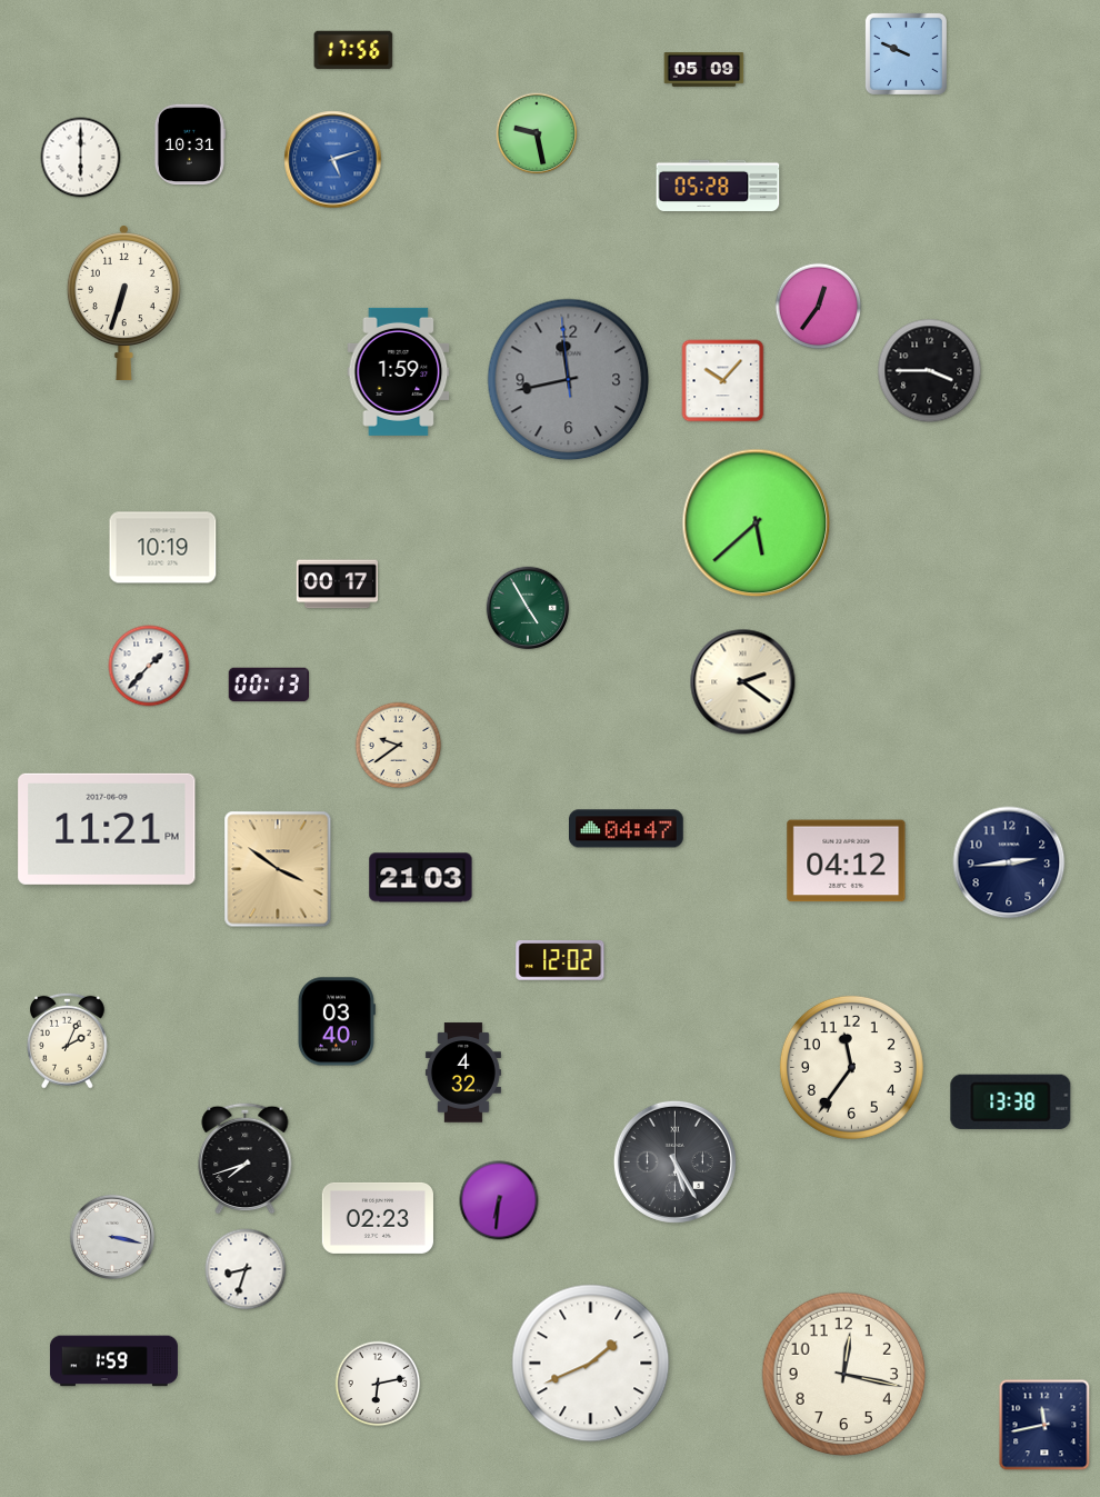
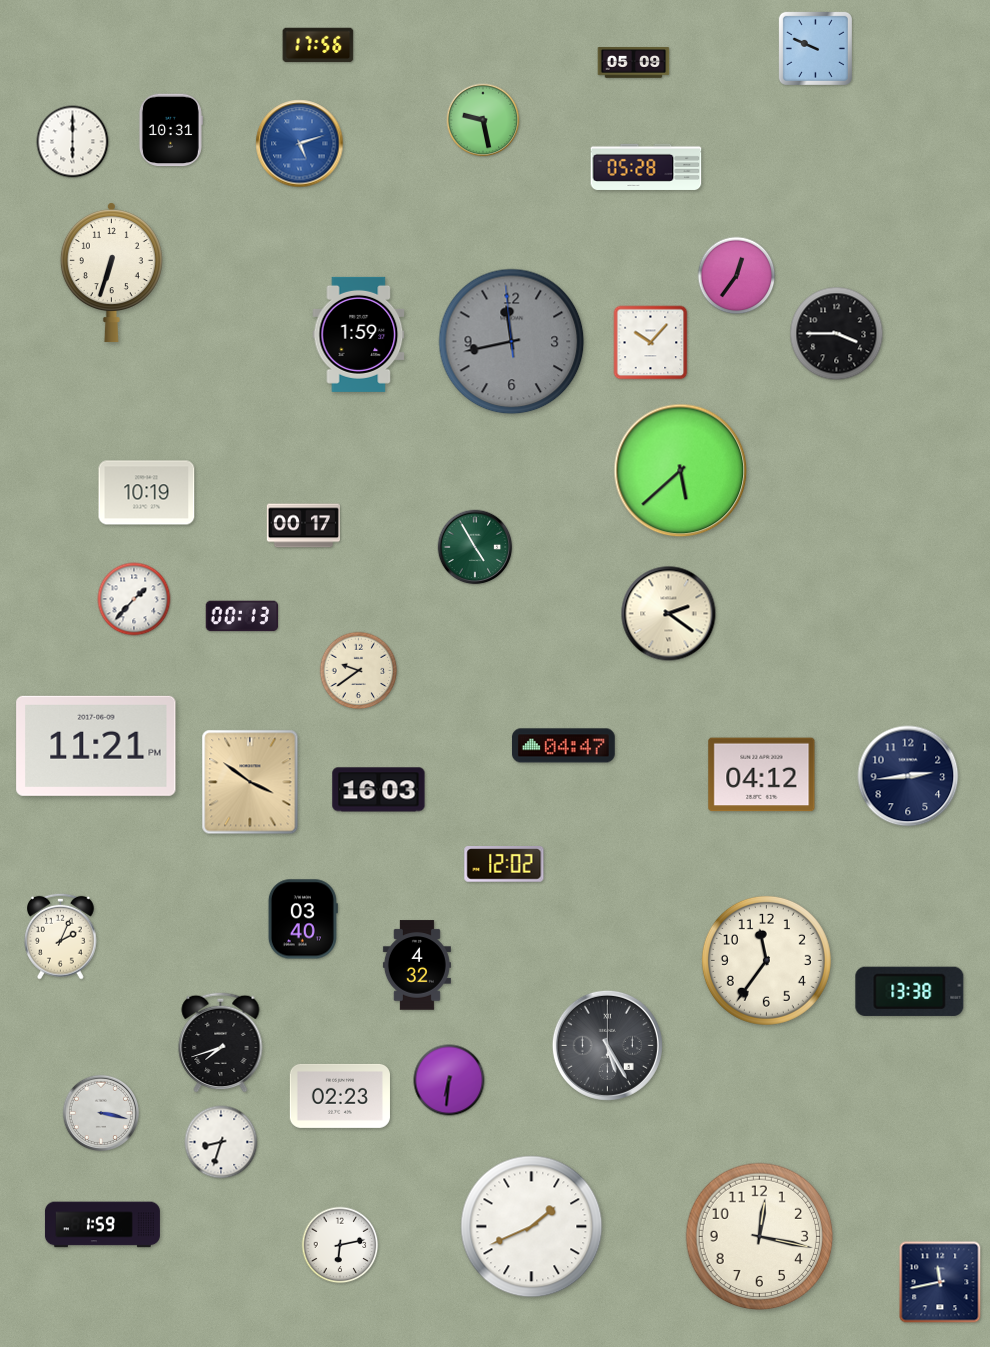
clock at (421, 878): 21:03 -> 16:03
